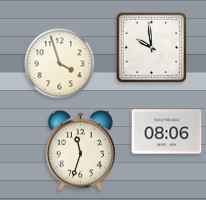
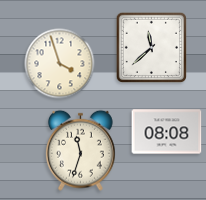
clock at (151, 47): 9:59 -> 11:38
clock at (167, 132): 08:06 -> 08:08
